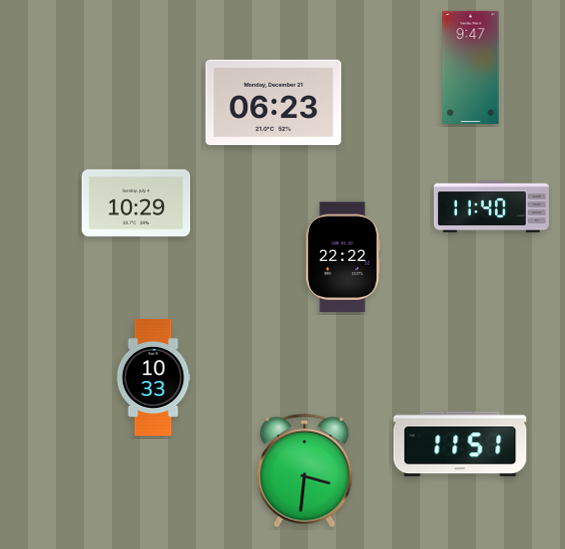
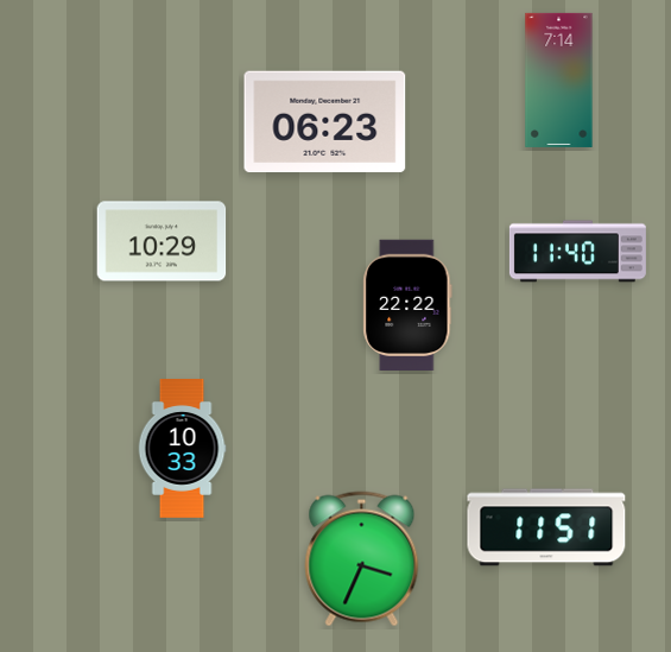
clock at (471, 67): 9:47 -> 7:14
clock at (491, 207) position: (491, 207) -> (577, 252)
clock at (305, 471): 3:31 -> 3:34
